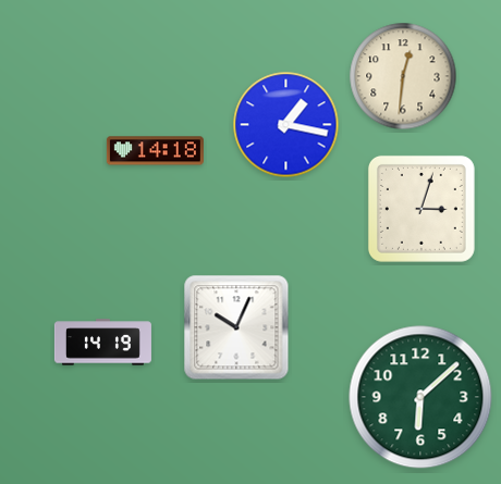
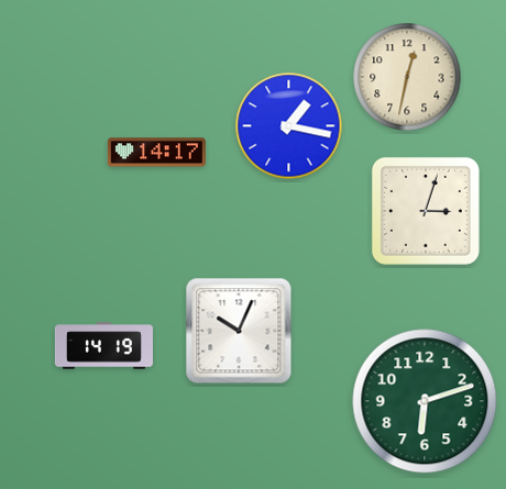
clock at (403, 76): 12:31 -> 12:32
clock at (155, 151): 14:18 -> 14:17
clock at (420, 397): 6:08 -> 6:12
